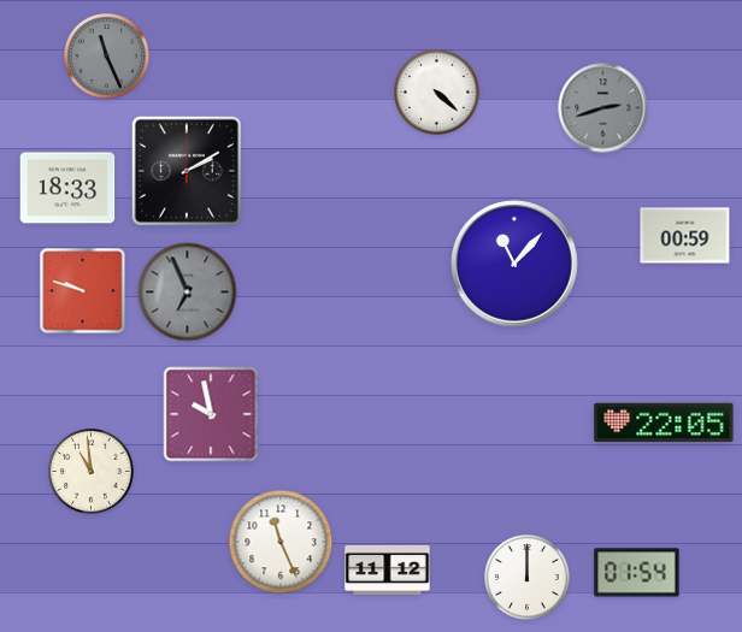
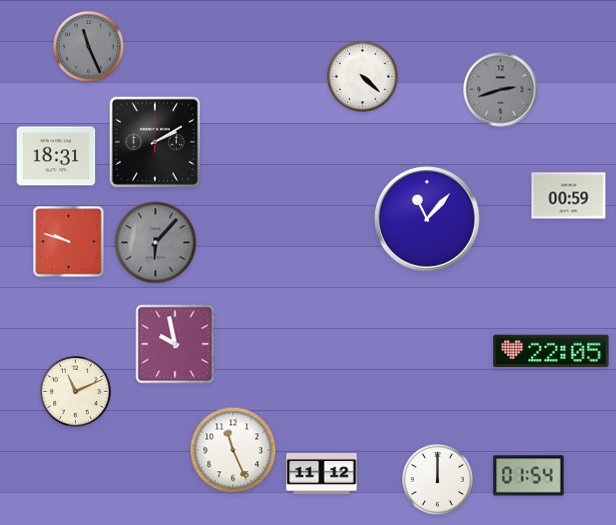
clock at (67, 188): 18:33 -> 18:31
clock at (188, 293): 6:56 -> 6:07
clock at (92, 472): 10:59 -> 11:11
